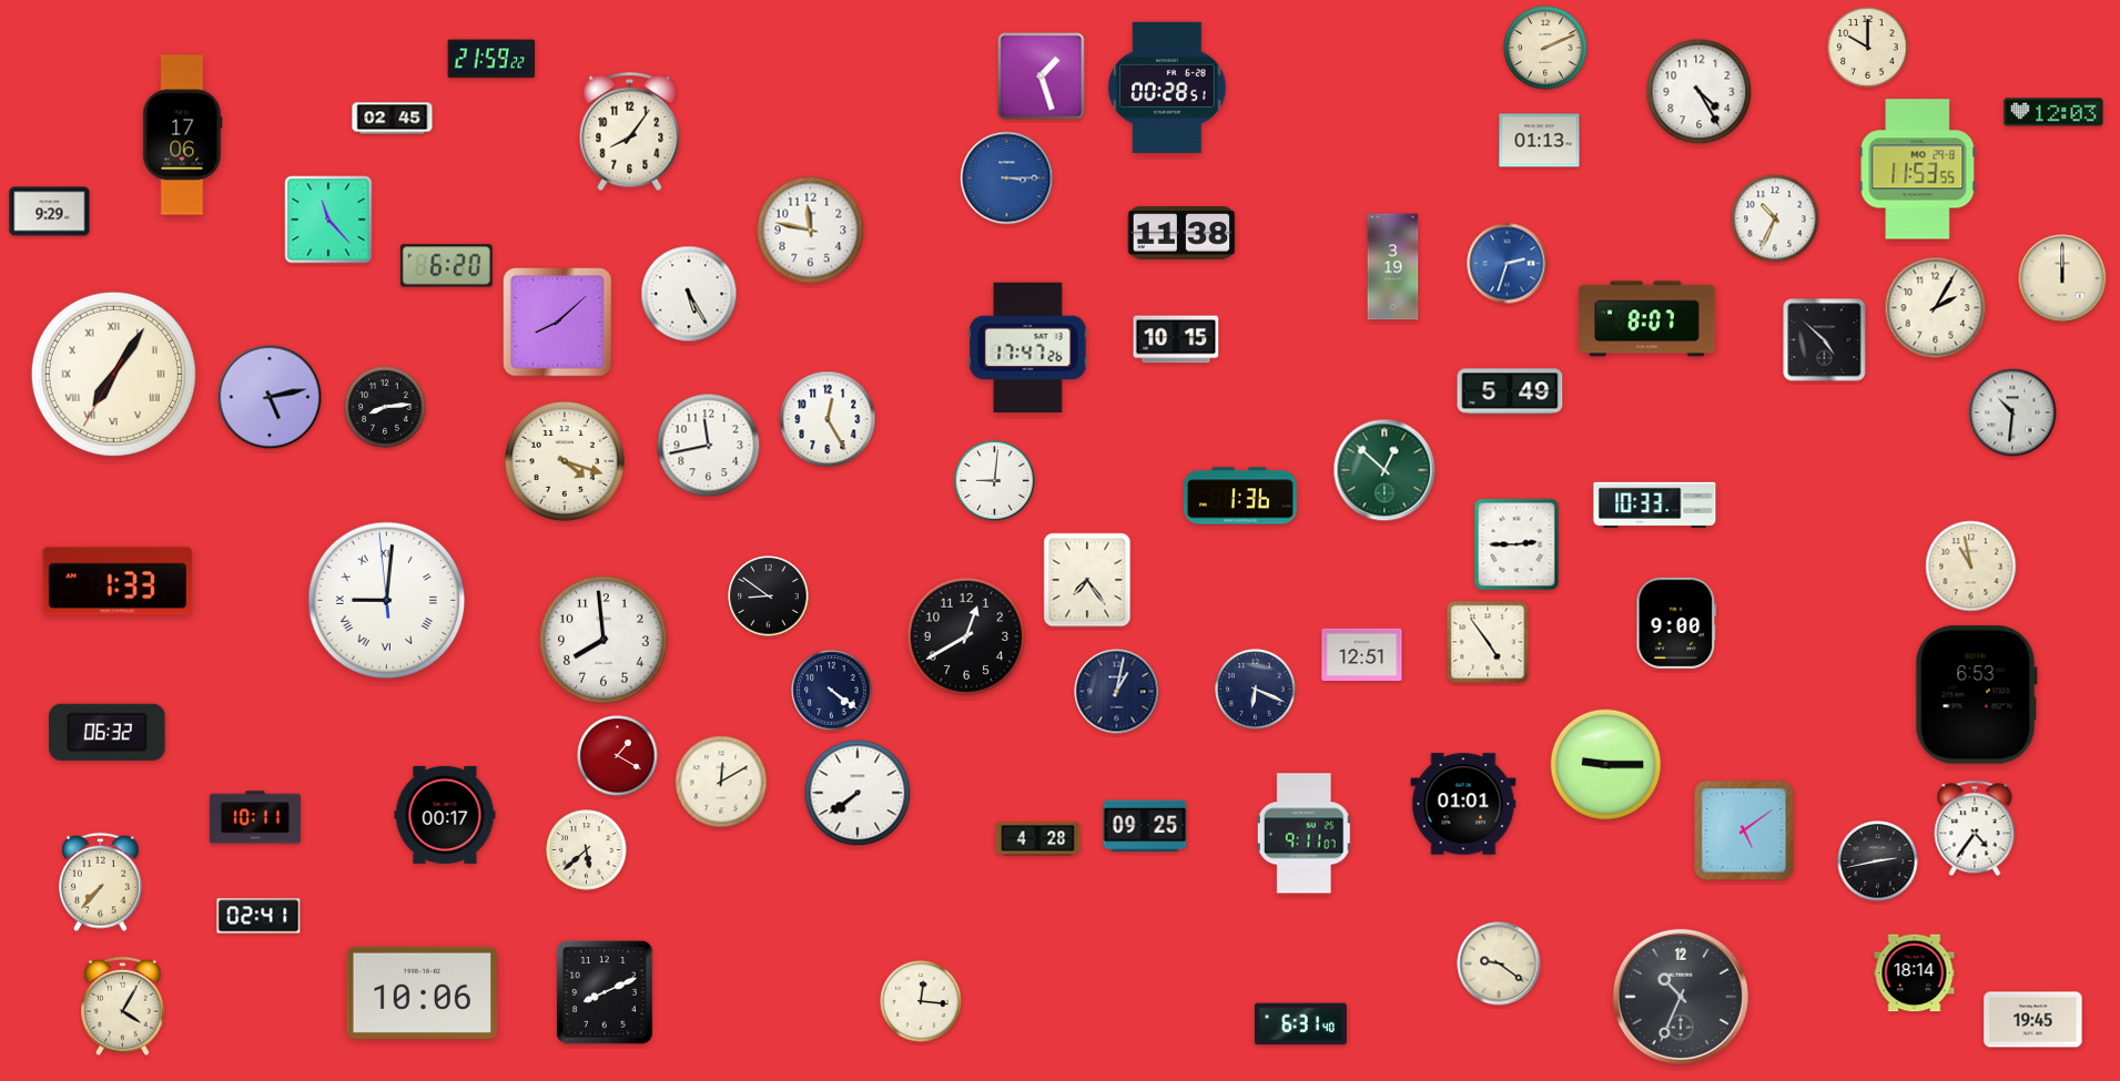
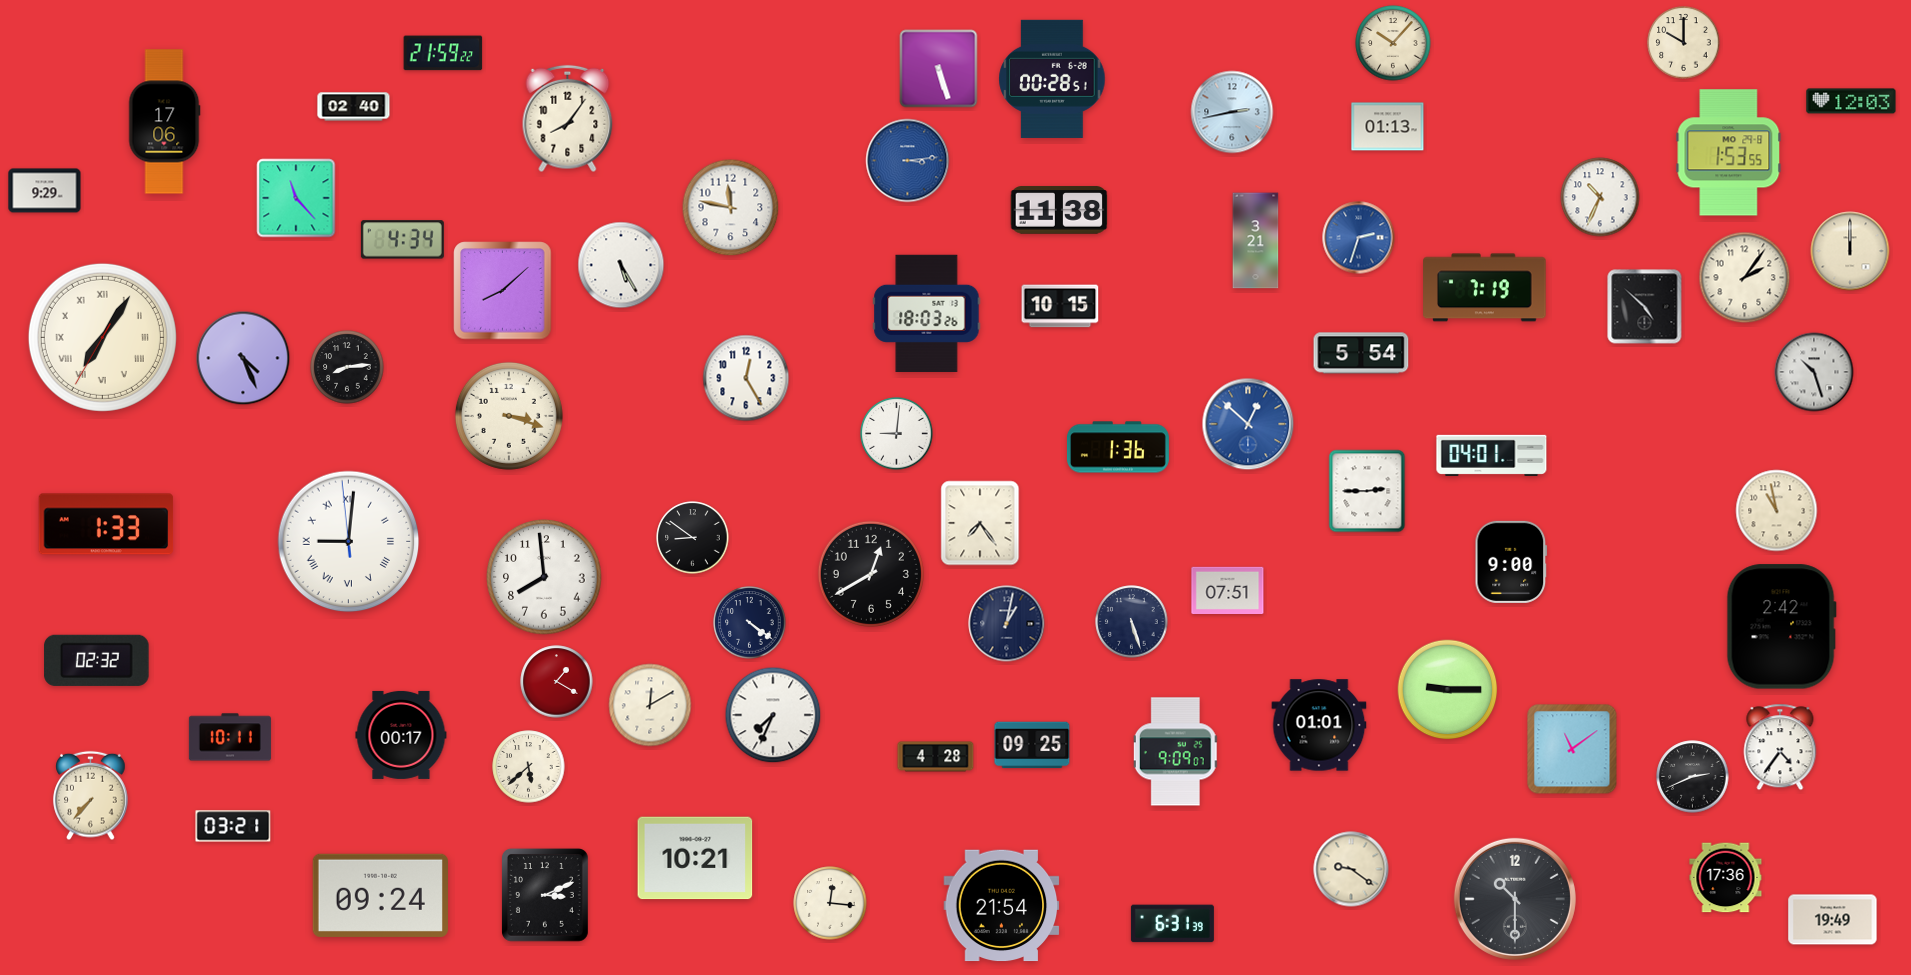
clock at (1545, 48): 2:11 -> 10:07
clock at (1042, 77): 1:27 -> 5:27
clock at (1700, 92): 4:25 -> none
clock at (393, 119): 02:45 -> 02:40
clock at (1232, 112): none -> 2:43
clock at (1918, 170): 11:53 -> 1:53
clock at (1007, 179): 3:15 -> 3:14
clock at (1181, 233) position: (1181, 233) -> (1059, 210)
clock at (446, 266): 6:20 -> 4:34
clock at (1393, 267): 3:19 -> 3:21
clock at (2062, 278) position: (2062, 278) -> (1850, 251)
clock at (1936, 308): 2:05 -> 2:06
clock at (1647, 319): 8:07 -> 7:19
clock at (1028, 347): 17:47 -> 18:03
clock at (1510, 391): 5:49 -> 5:54
clock at (270, 397): 5:13 -> 4:26
clock at (2012, 412): 10:31 -> 10:27
clock at (709, 446): 11:43 -> none
clock at (565, 461): 4:18 -> 3:18
clock at (1384, 470) dial: green -> blue
clock at (1655, 504): 10:33 -> 04:01
clock at (1488, 642): 4:54 -> none
clock at (1362, 654): 12:51 -> 07:51
clock at (1256, 690): 6:19 -> 5:27
clock at (1976, 695): 6:53 -> 2:42
clock at (108, 732): 06:32 -> 02:32
clock at (858, 793): 7:39 -> 7:34
clock at (1744, 830): 5:09 -> 11:09
clock at (1305, 834): 9:11 -> 9:09
clock at (1878, 861): 2:43 -> 2:41
clock at (258, 916): 02:41 -> 03:21
clock at (695, 858): none -> 10:21
clock at (1915, 973): 18:14 -> 17:36
clock at (422, 992): 10:06 -> 09:24
clock at (605, 993): 8:11 -> 3:11
clock at (1681, 997): 10:34 -> 10:30
clock at (1002, 906): none -> 21:54
clock at (123, 1007): 4:05 -> none
clock at (2033, 1020): 19:45 -> 19:49
clock at (1300, 1024): 6:31:40 -> 6:31:39
